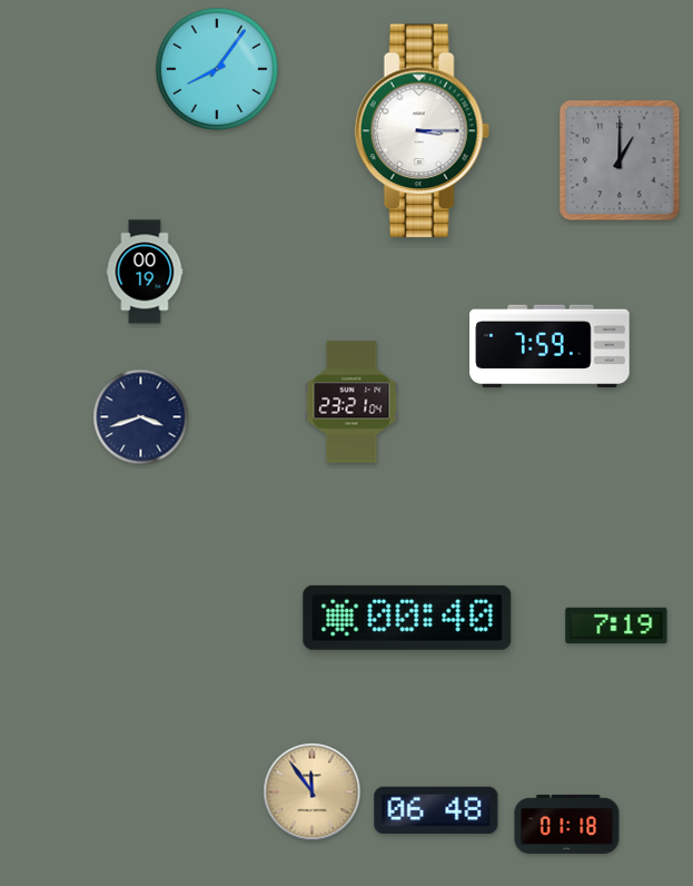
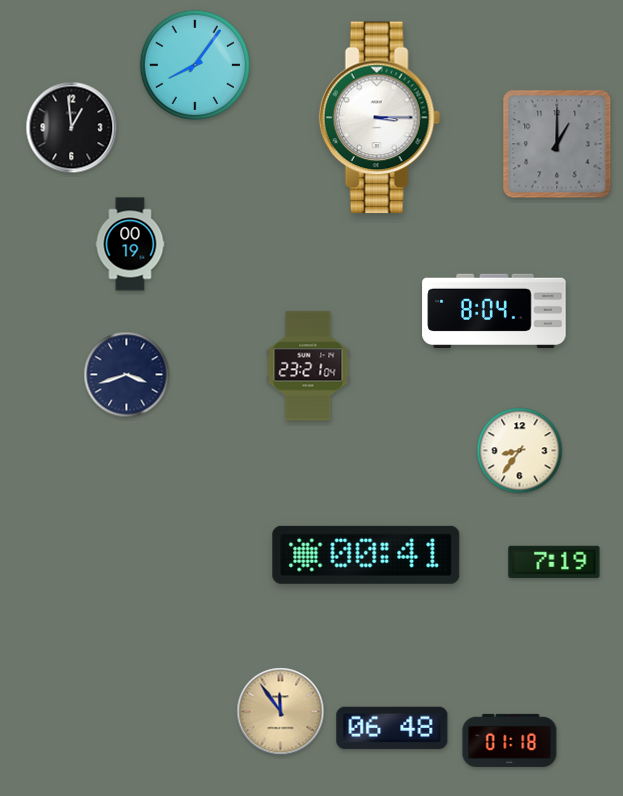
clock at (217, 69) position: (217, 69) -> (195, 65)
clock at (72, 128): none -> 12:59
clock at (550, 345): 7:59 -> 8:04
clock at (352, 402) position: (352, 402) -> (308, 366)
clock at (520, 451): none -> 8:36
clock at (407, 618): 00:40 -> 00:41
